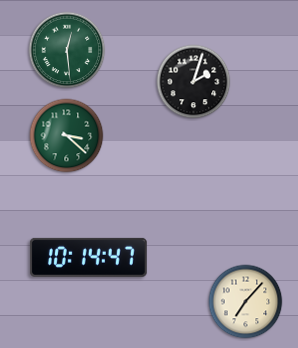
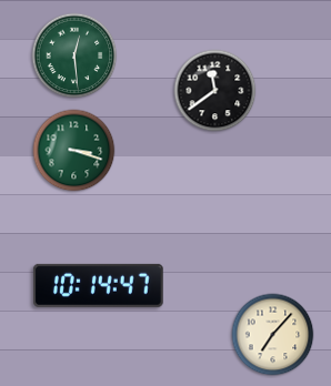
clock at (194, 82): 2:03 -> 11:39
clock at (67, 136): 3:22 -> 3:18
